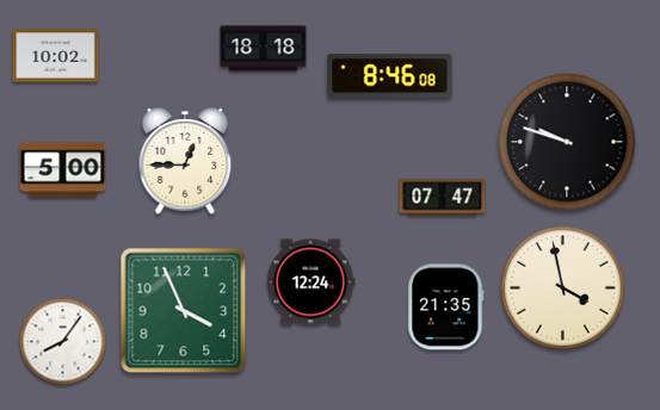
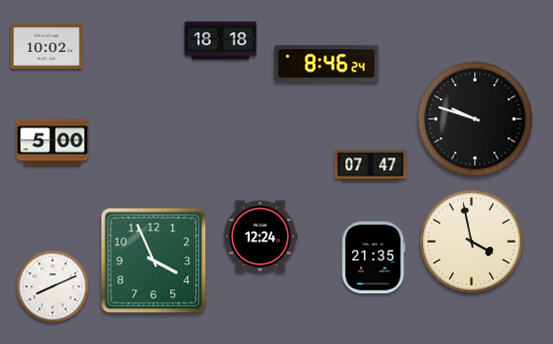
clock at (390, 76): 8:46:08 -> 8:46:24
clock at (185, 161): 12:45 -> none
clock at (63, 342): 8:06 -> 8:11
